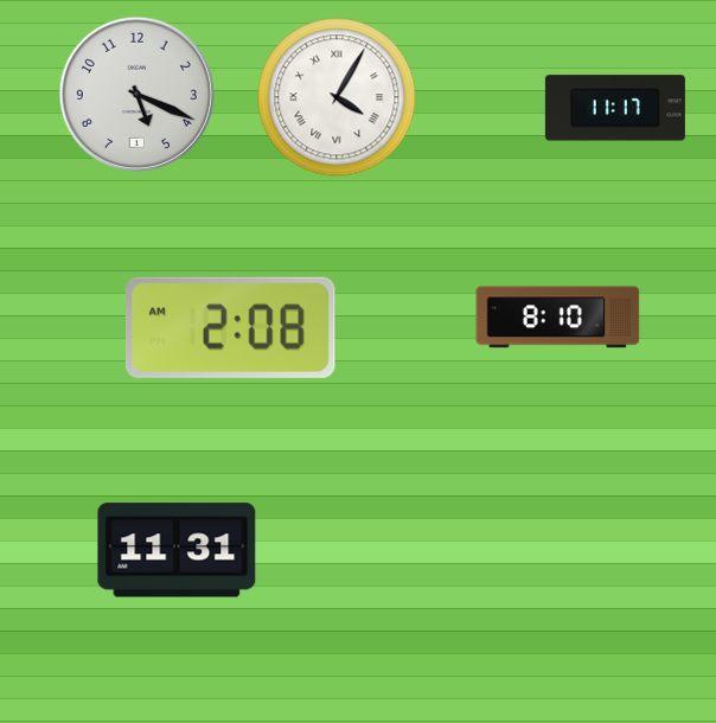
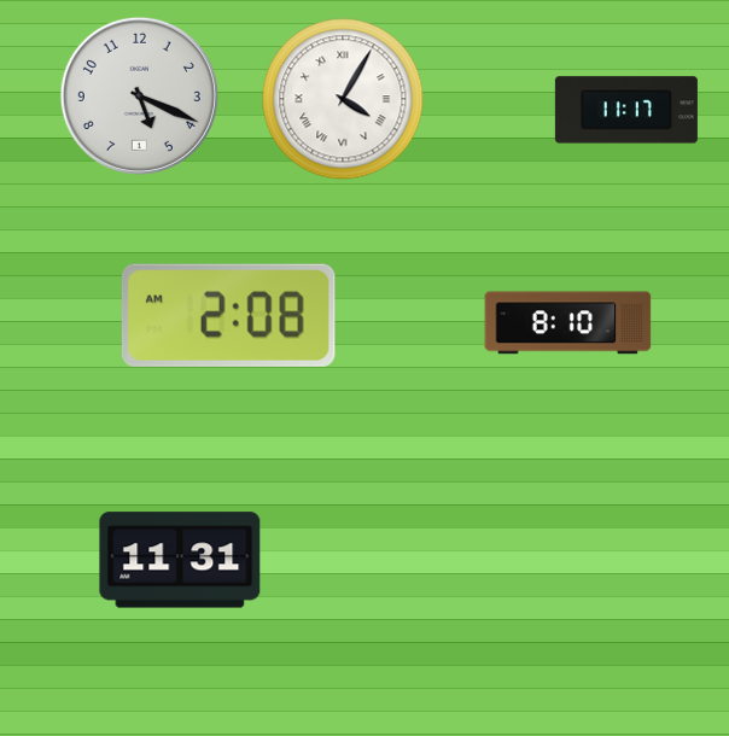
clock at (230, 327) position: (230, 327) -> (228, 315)
